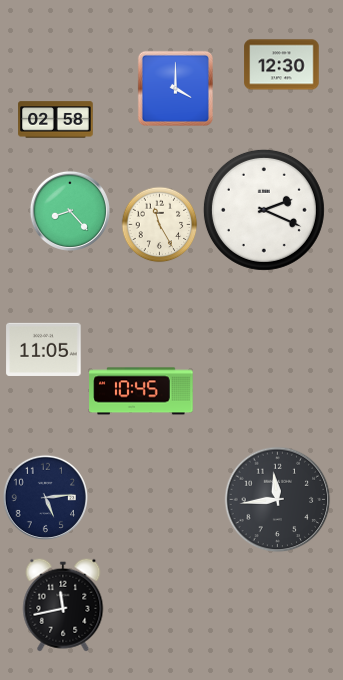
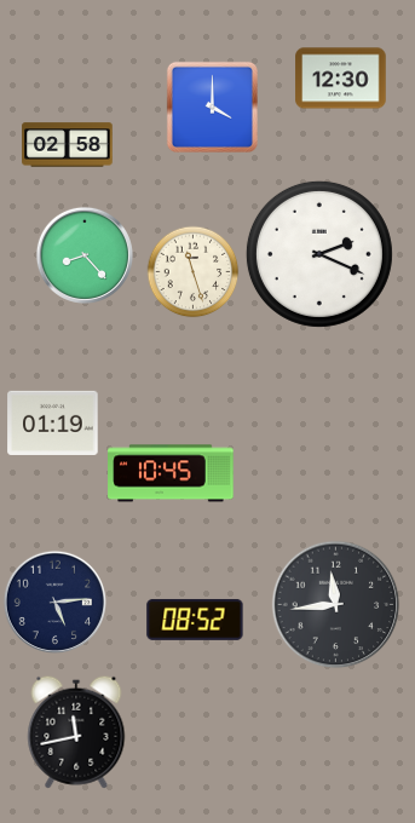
clock at (160, 225): 11:25 -> 11:27
clock at (44, 349): 11:05 -> 01:19
clock at (195, 620): none -> 08:52
